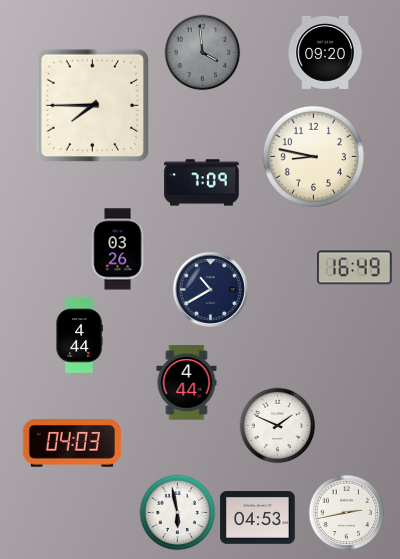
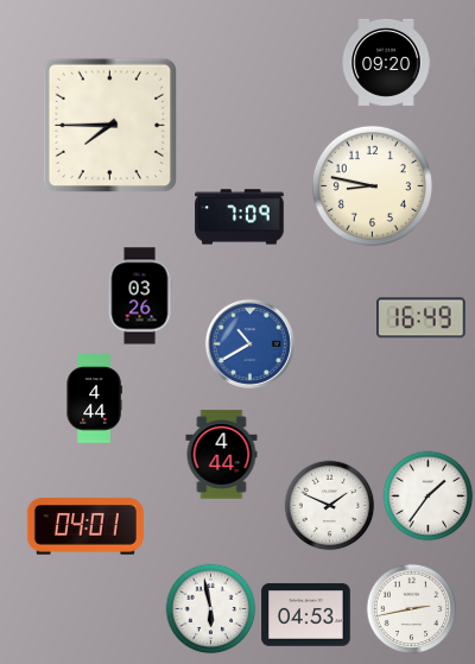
clock at (203, 53): 3:59 -> none
clock at (210, 289) dial: navy -> blue
clock at (429, 497): none -> 1:36
clock at (72, 443): 04:03 -> 04:01
